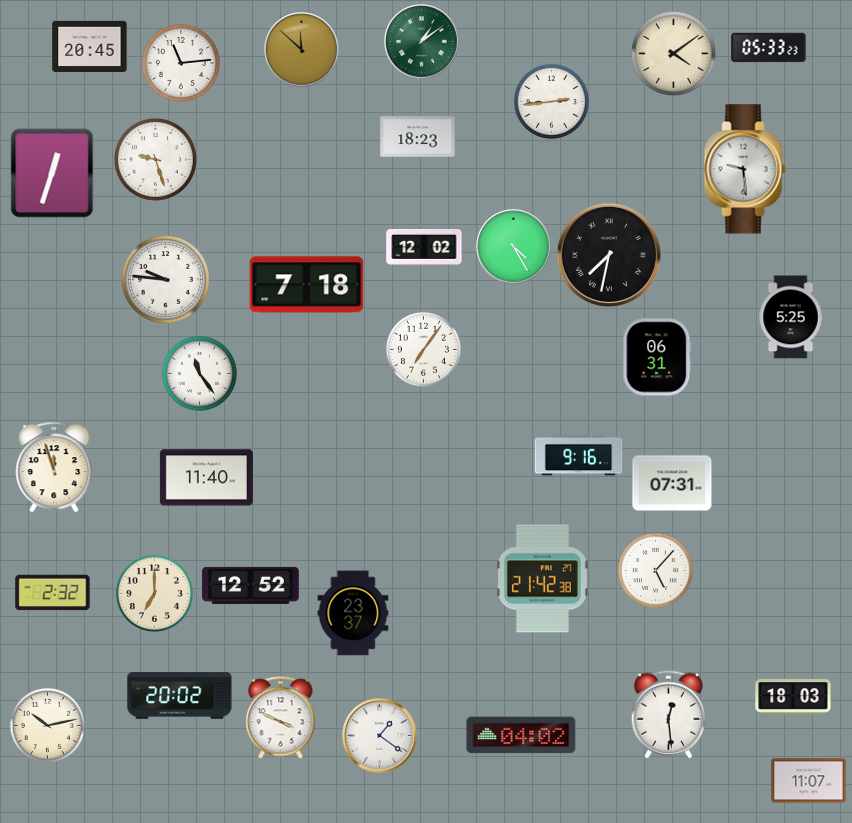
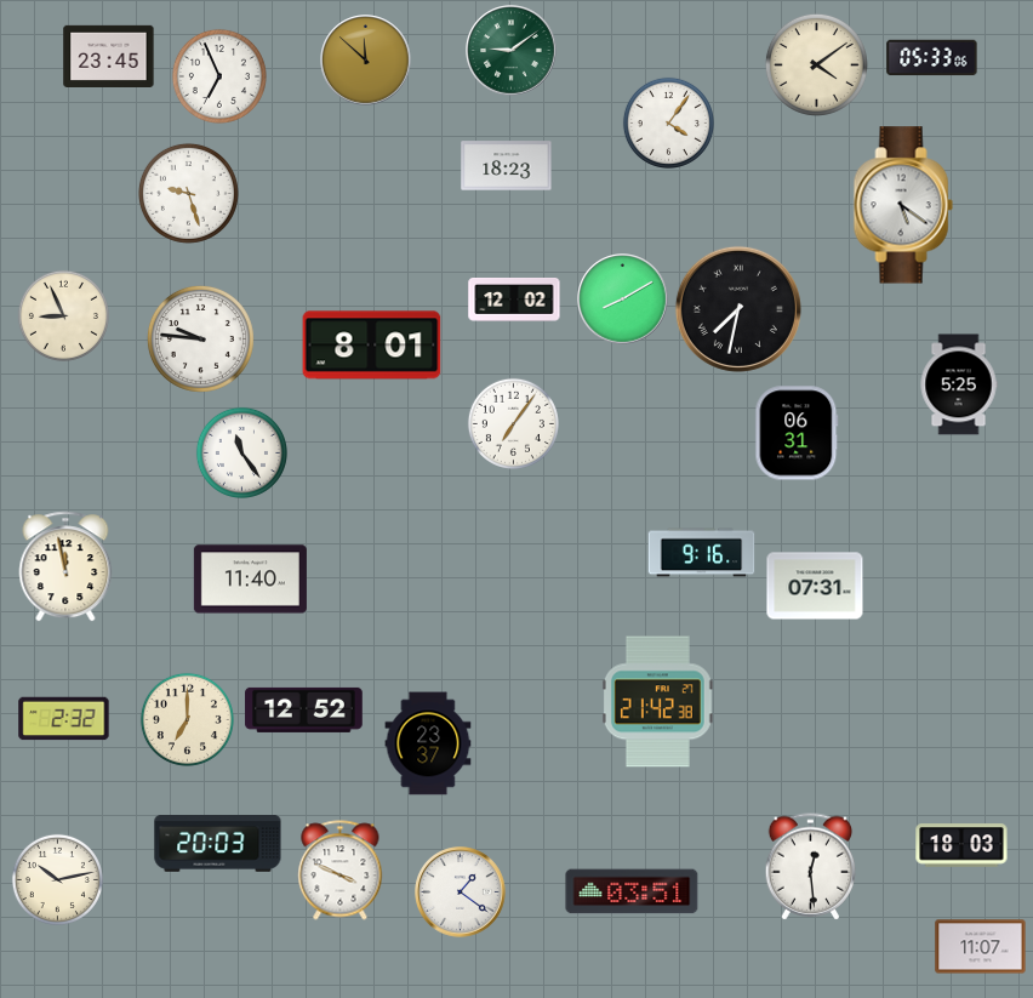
clock at (422, 42): 1:09 -> 9:09
clock at (90, 46): 20:45 -> 23:45
clock at (769, 48): 05:33:23 -> 05:33:06
clock at (181, 63): 11:14 -> 6:56
clock at (551, 101): 2:44 -> 4:06
clock at (745, 169): 9:29 -> 5:21
clock at (52, 173): 12:33 -> none
clock at (514, 247): 4:25 -> 8:10
clock at (63, 315): none -> 8:56
clock at (307, 285): 7:18 -> 8:01
clock at (54, 467): 11:57 -> 11:58
clock at (655, 570): 5:07 -> none
clock at (180, 696): 20:02 -> 20:03
clock at (521, 735): 04:02 -> 03:51
